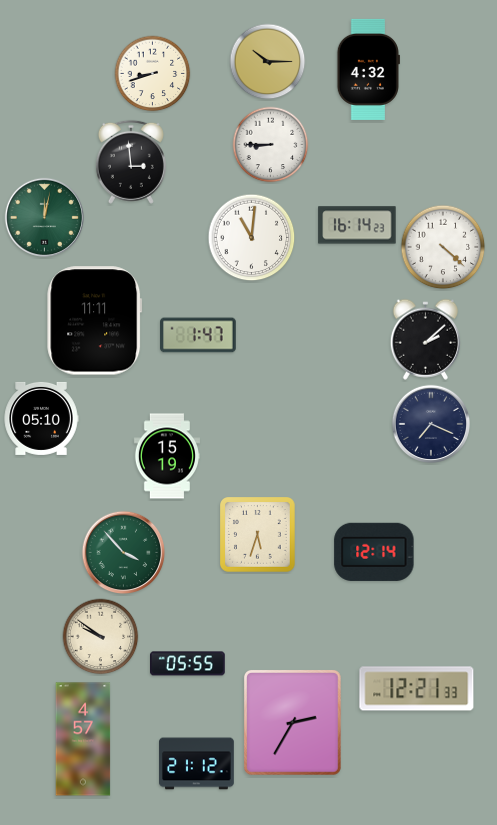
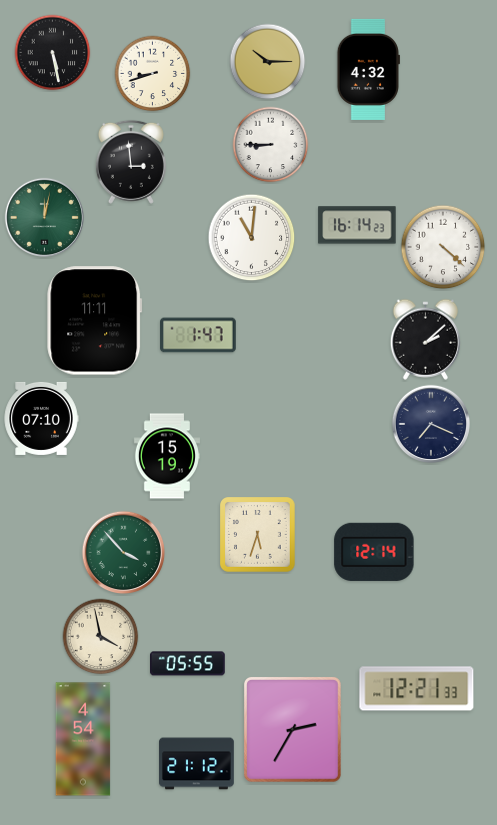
clock at (53, 53): none -> 5:28
clock at (41, 418): 05:10 -> 07:10
clock at (101, 637): 9:51 -> 3:58
clock at (292, 723) position: (292, 723) -> (292, 730)
clock at (83, 739): 4:57 -> 4:54
